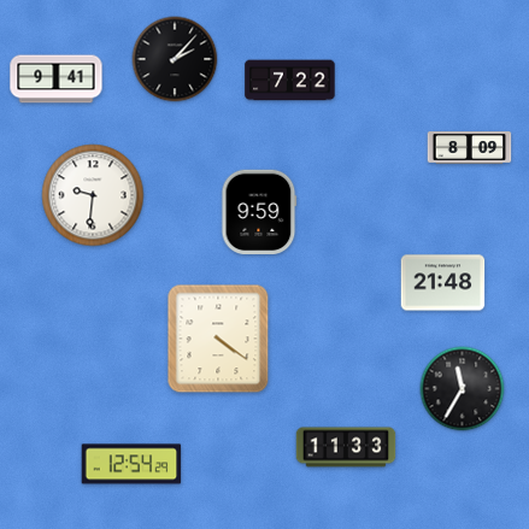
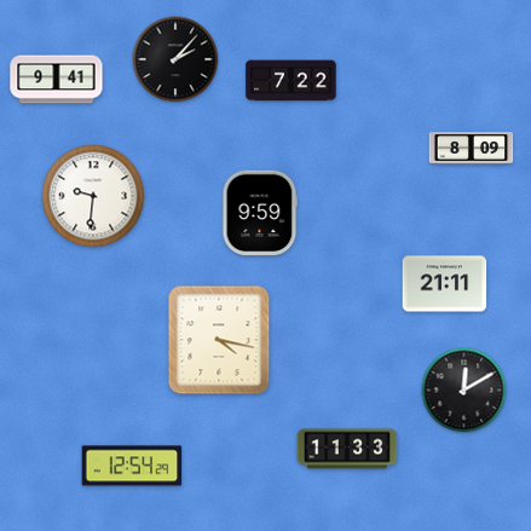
clock at (443, 283): 21:48 -> 21:11
clock at (218, 339): 4:21 -> 4:17
clock at (463, 389): 11:35 -> 12:10
